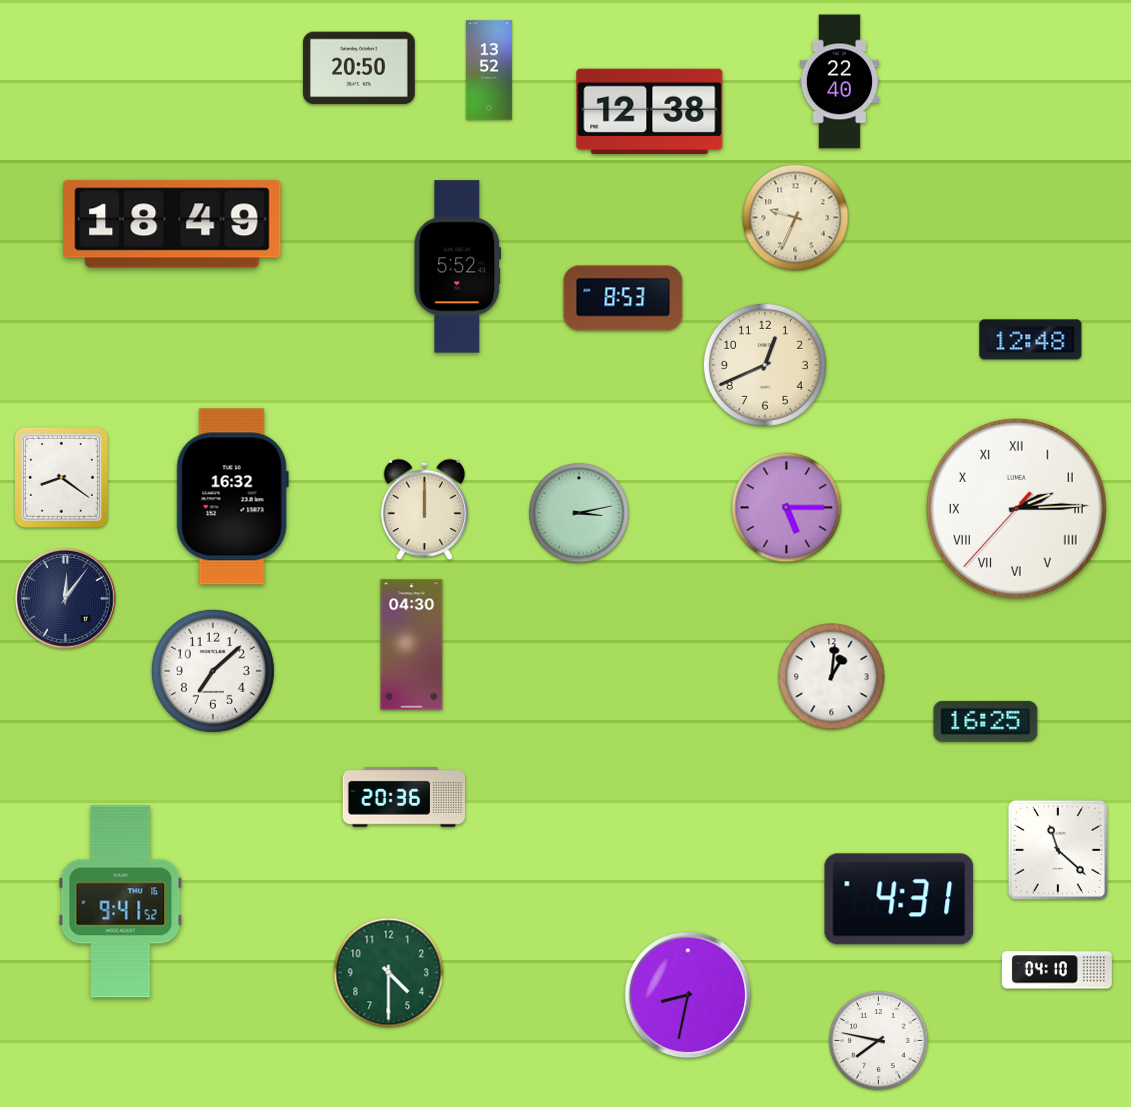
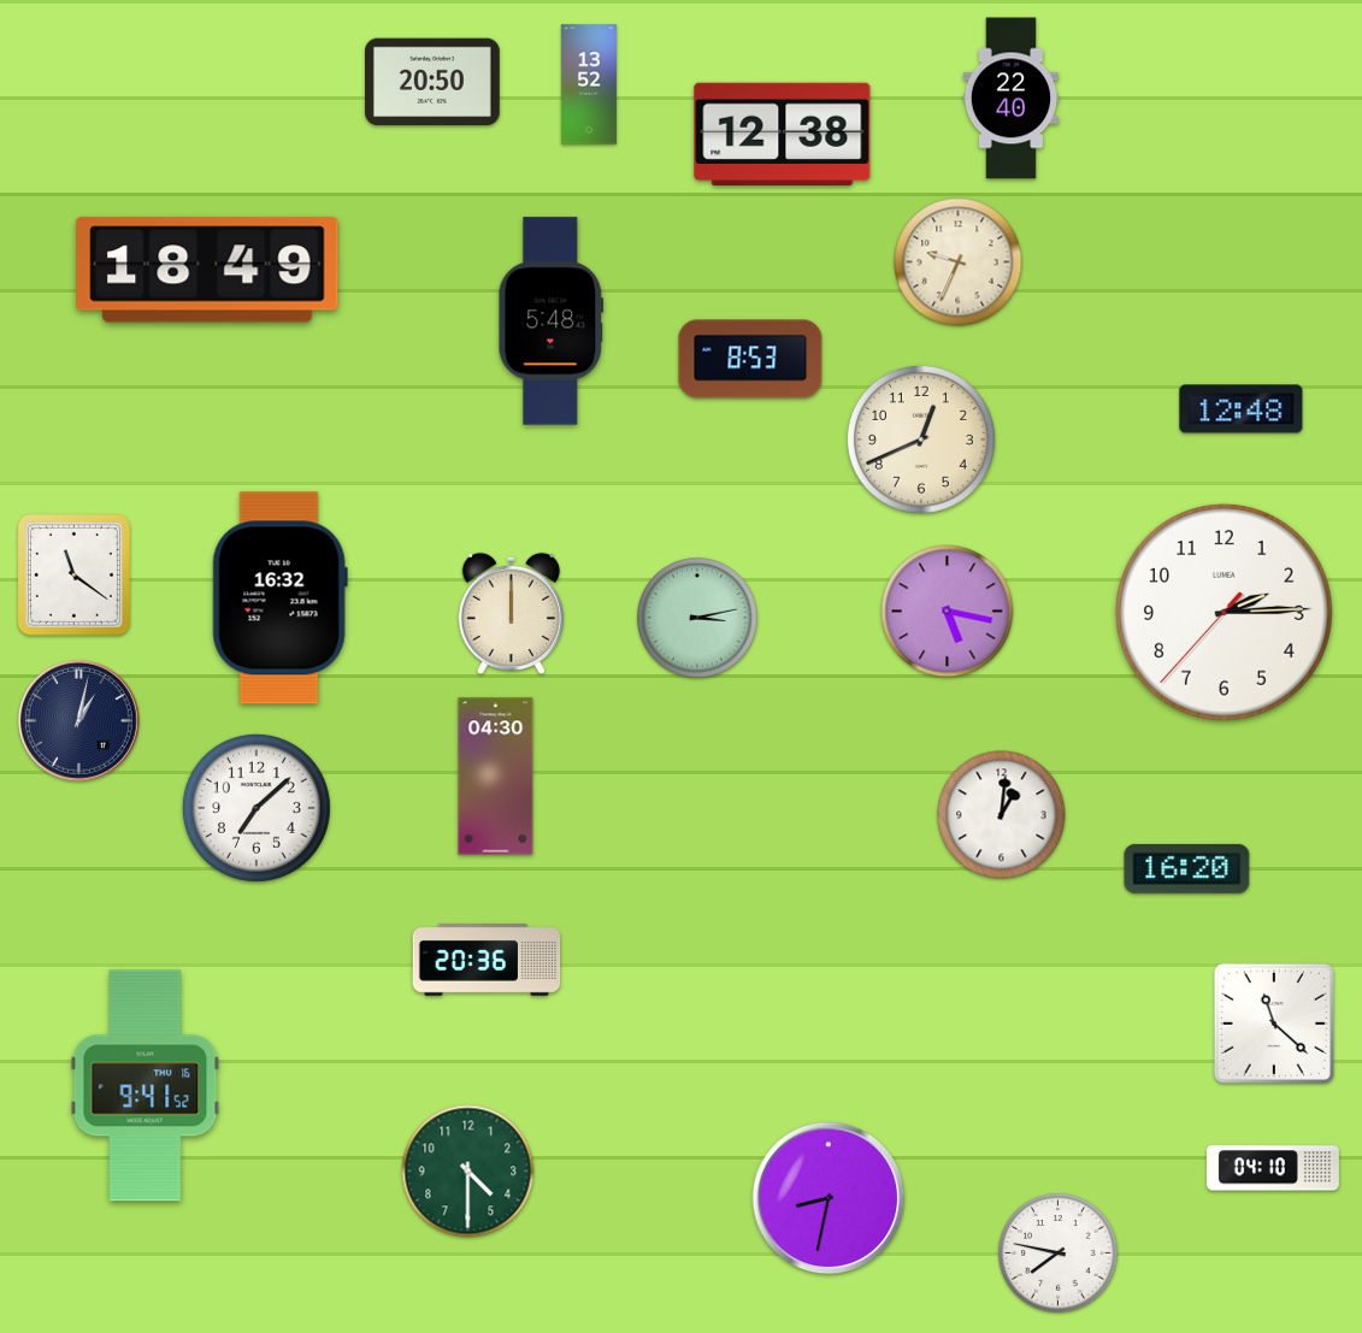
clock at (458, 267): 5:52 -> 5:48
clock at (61, 477): 8:21 -> 11:21
clock at (787, 508): 5:15 -> 5:17
clock at (1016, 508) numerals: Roman -> Arabic
clock at (66, 599): 12:06 -> 1:02
clock at (986, 721): 16:25 -> 16:20
clock at (899, 899): 4:31 -> none
